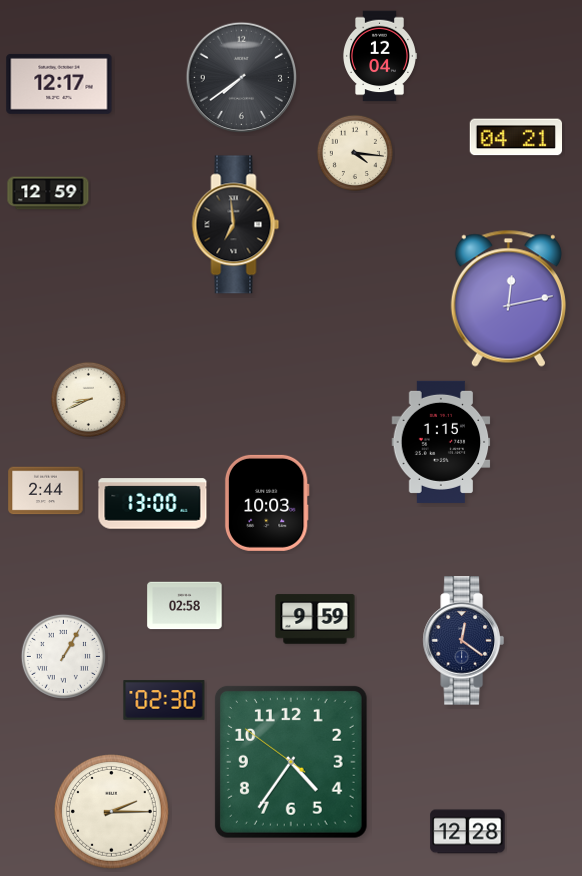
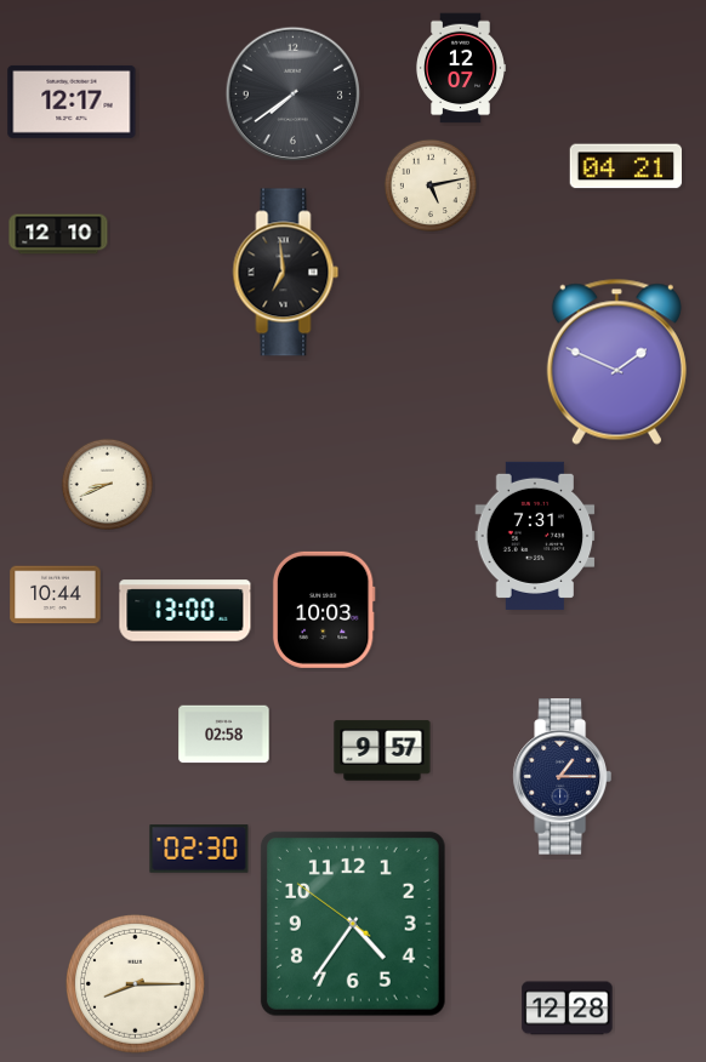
clock at (380, 56): 12:04 -> 12:07
clock at (354, 152): 4:16 -> 5:13
clock at (48, 193): 12:59 -> 12:10
clock at (508, 298): 12:13 -> 1:49
clock at (441, 442): 1:15 -> 7:31
clock at (46, 491): 2:44 -> 10:44
clock at (315, 619): 9:59 -> 9:57
clock at (463, 641): 12:21 -> 1:15
clock at (63, 656): 1:05 -> none
clock at (112, 812): 2:15 -> 8:15
